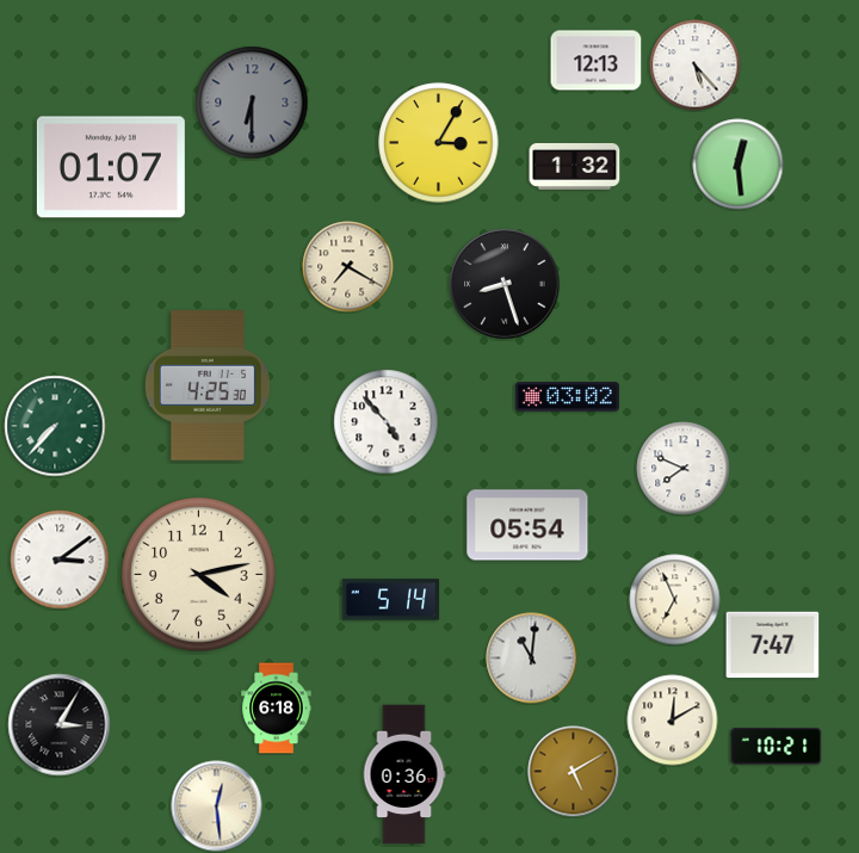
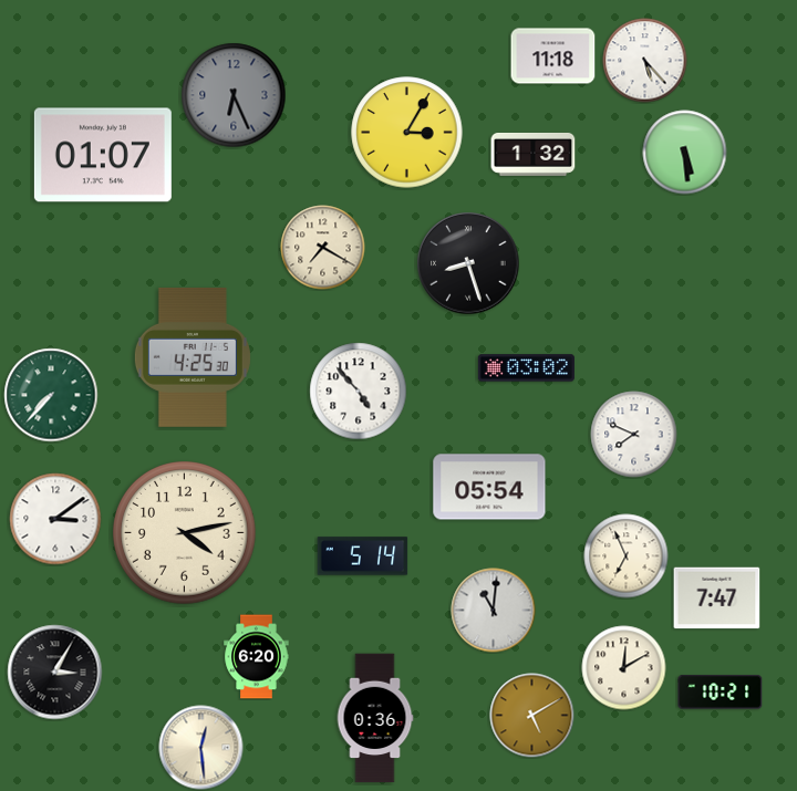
clock at (597, 61): 12:13 -> 11:18
clock at (252, 103): 6:30 -> 6:26
clock at (739, 165): 12:29 -> 5:29
clock at (277, 709): 6:18 -> 6:20
